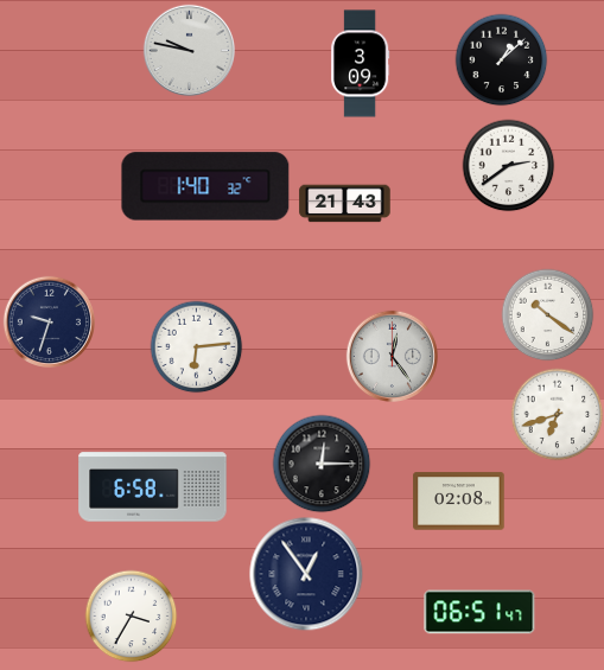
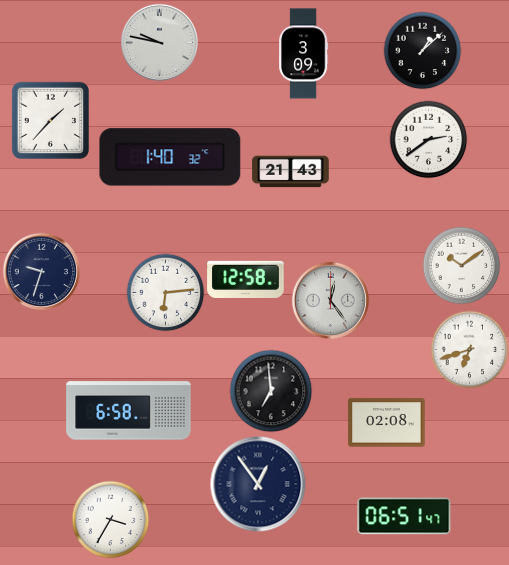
clock at (50, 120): none -> 1:37
clock at (205, 186) position: (205, 186) -> (170, 157)
clock at (547, 314): 10:21 -> 10:09
clock at (246, 279): none -> 12:58
clock at (322, 464): 12:15 -> 6:59
